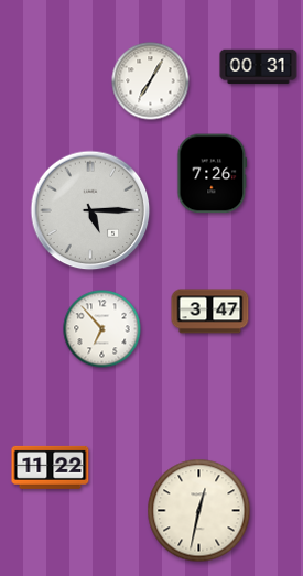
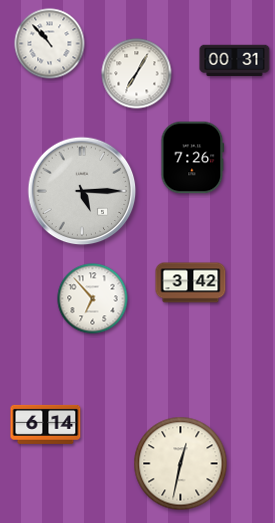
clock at (50, 44): none -> 10:53
clock at (210, 312): 3:47 -> 3:42
clock at (51, 467): 11:22 -> 6:14
